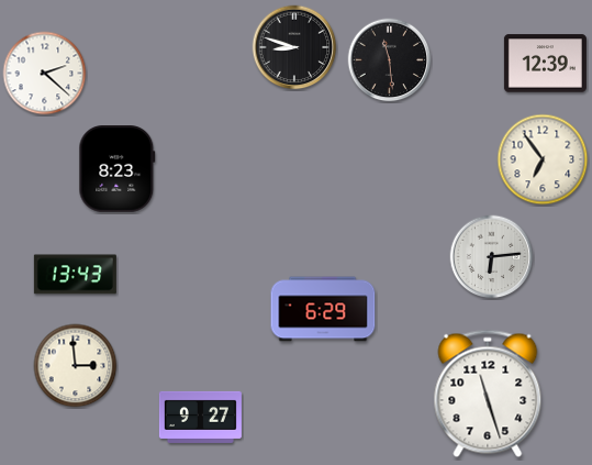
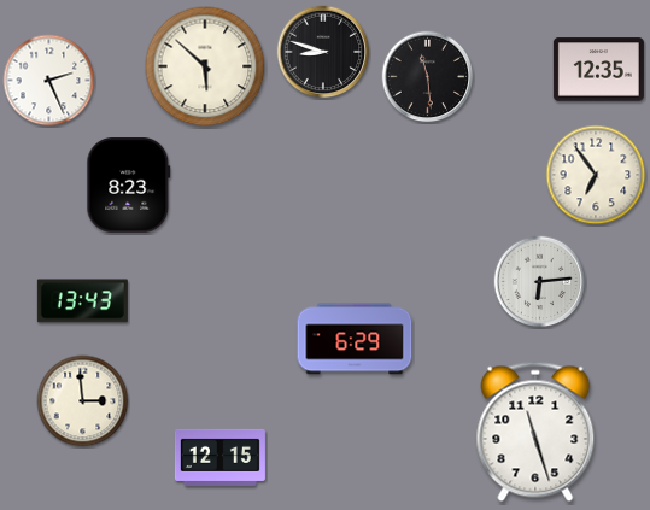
clock at (205, 66): none -> 5:52
clock at (390, 60) position: (390, 60) -> (428, 77)
clock at (545, 64): 12:39 -> 12:35
clock at (45, 74): 2:22 -> 2:26
clock at (200, 417): 9:27 -> 12:15
